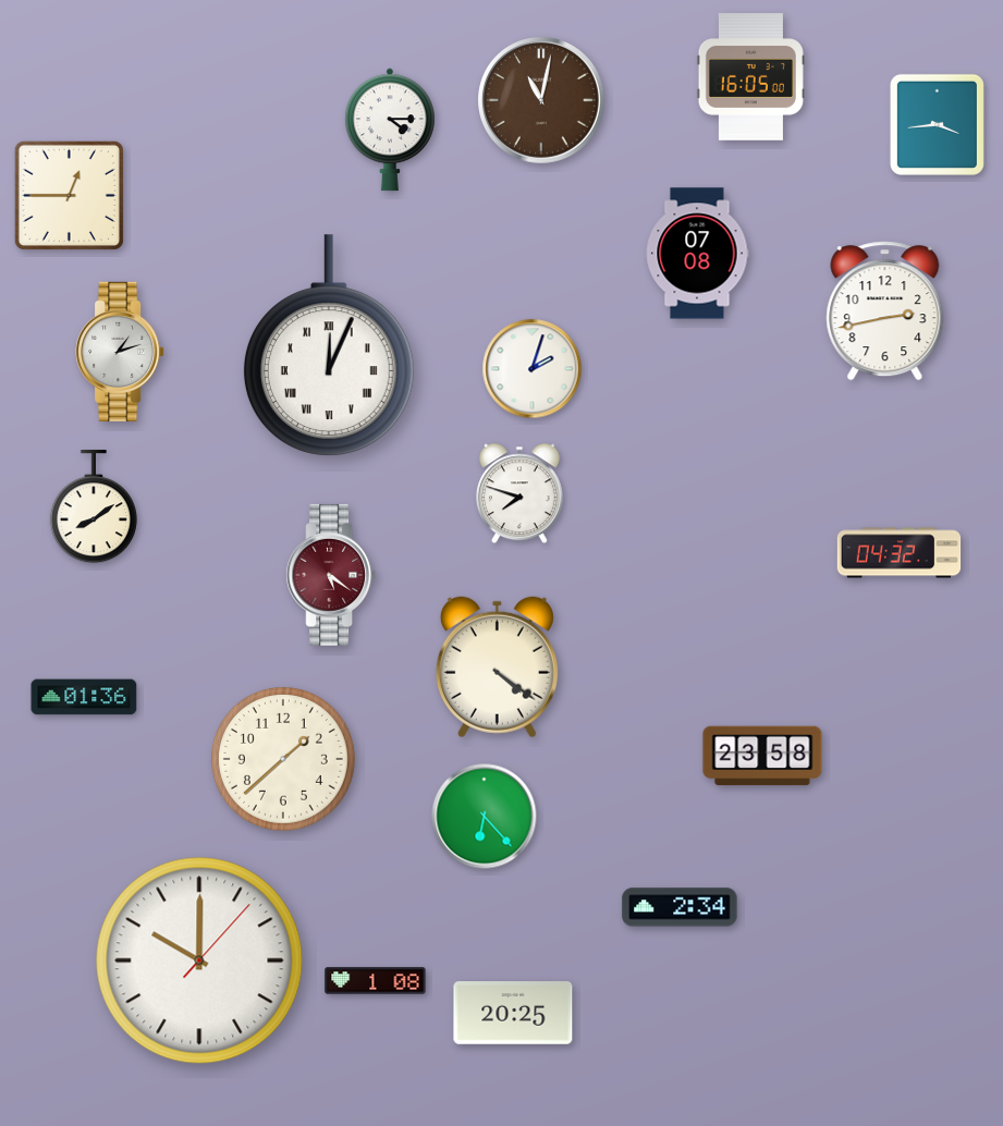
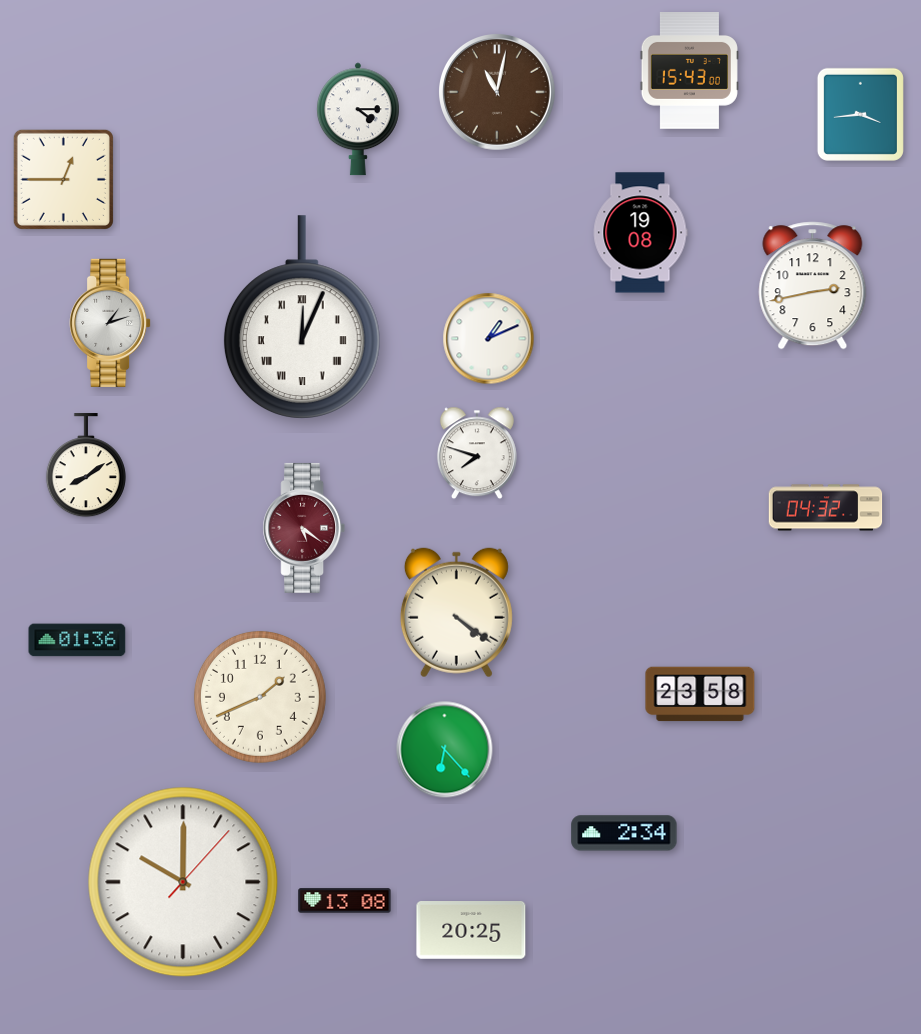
clock at (750, 77): 16:05 -> 15:43
clock at (697, 254): 07:08 -> 19:08
clock at (533, 369): 2:03 -> 1:11
clock at (283, 759): 1:38 -> 1:41
clock at (376, 981): 1:08 -> 13:08
